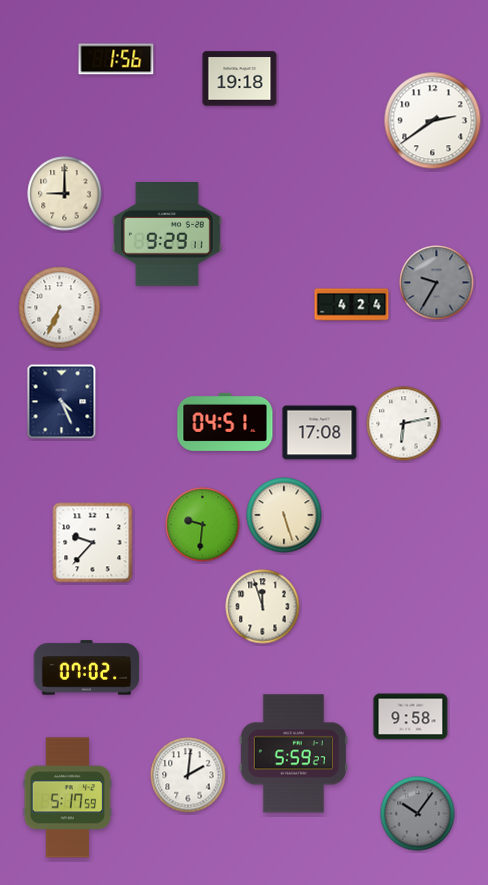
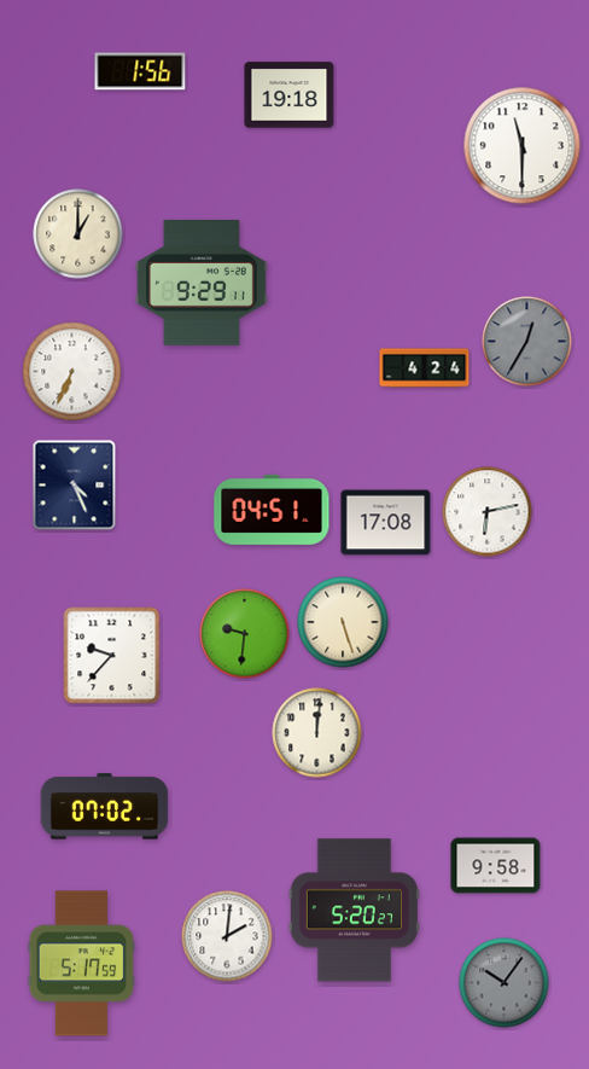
clock at (433, 121): 2:39 -> 11:30
clock at (65, 194): 9:00 -> 1:00
clock at (437, 283): 9:35 -> 12:35
clock at (263, 607): 11:57 -> 12:01
clock at (293, 754): 5:59 -> 5:20
